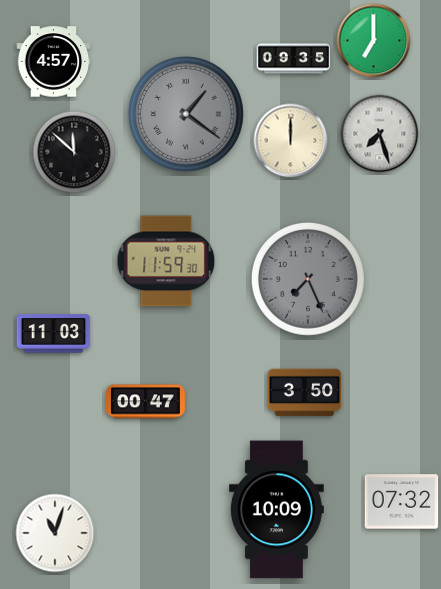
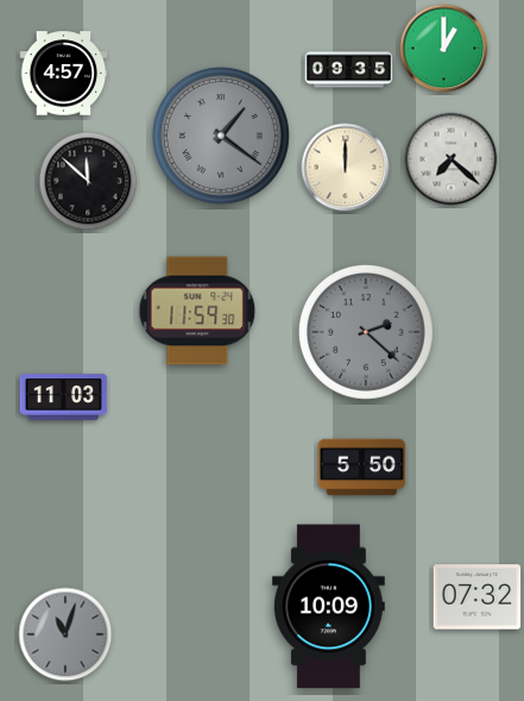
clock at (374, 41): 7:00 -> 1:00
clock at (380, 134): 7:27 -> 7:22
clock at (308, 279): 7:26 -> 2:22
clock at (305, 393): 3:50 -> 5:50
clock at (145, 402): 00:47 -> none
clock at (55, 533) dial: white -> grey
